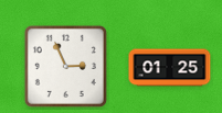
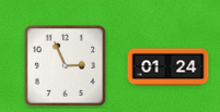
clock at (170, 68): 01:25 -> 01:24
